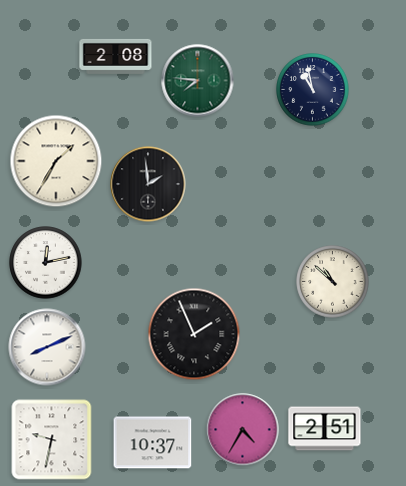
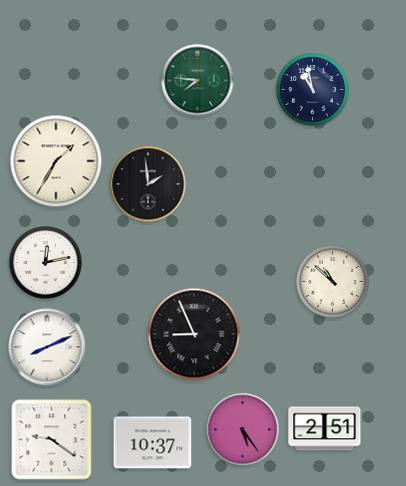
clock at (116, 56): 2:08 -> none
clock at (194, 334): 1:56 -> 8:56
clock at (243, 430): 4:35 -> 5:24
clock at (52, 440): 9:32 -> 9:21
